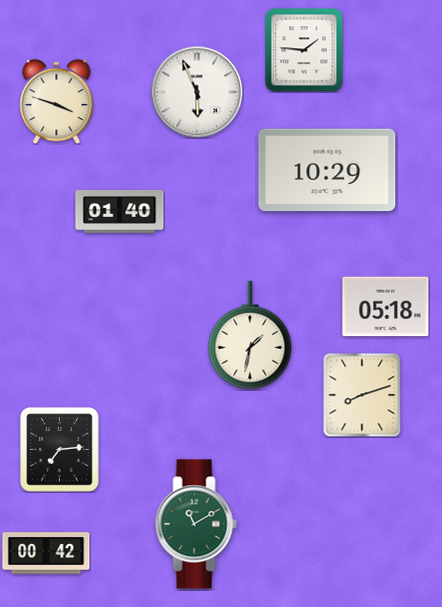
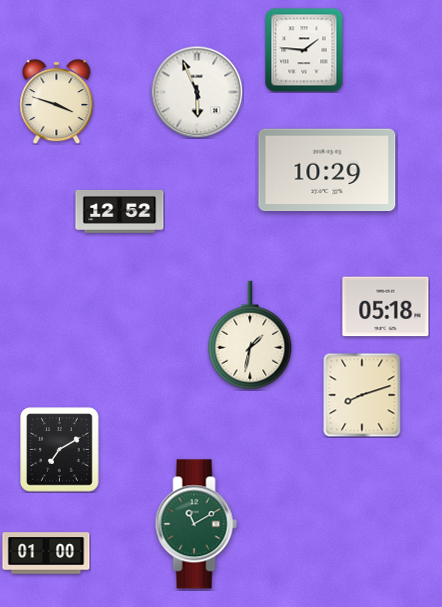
clock at (120, 211): 01:40 -> 12:52
clock at (60, 450): 7:14 -> 7:10
clock at (46, 553): 00:42 -> 01:00
